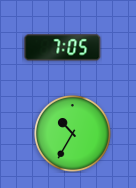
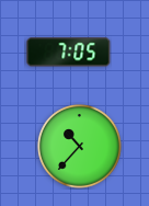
clock at (73, 134): 10:35 -> 10:37
